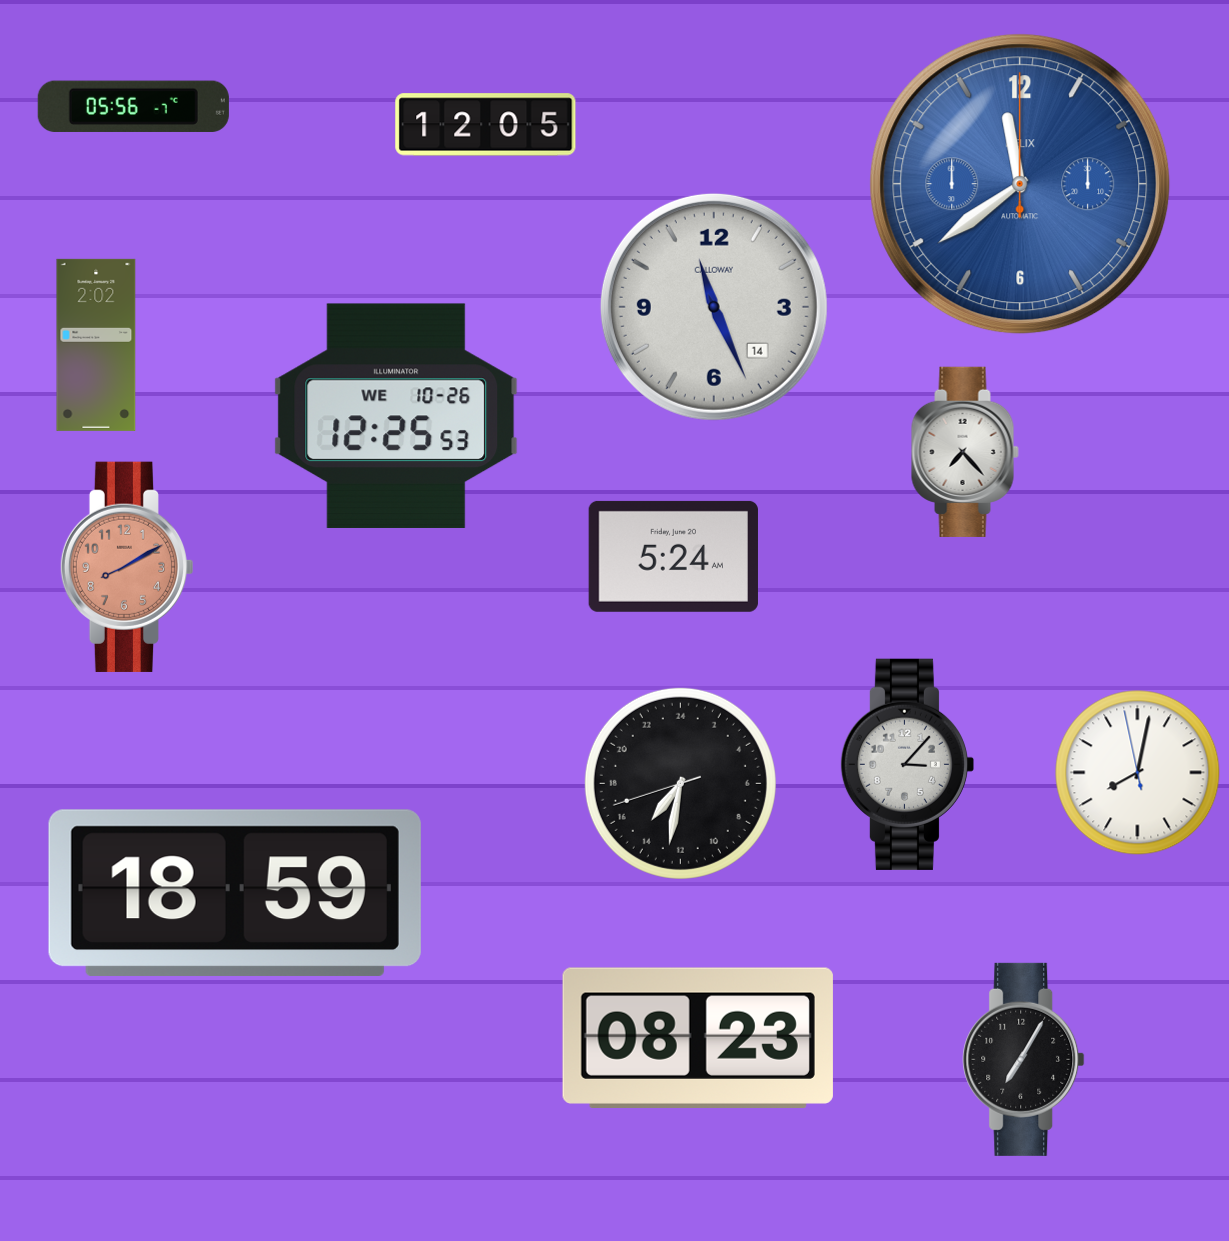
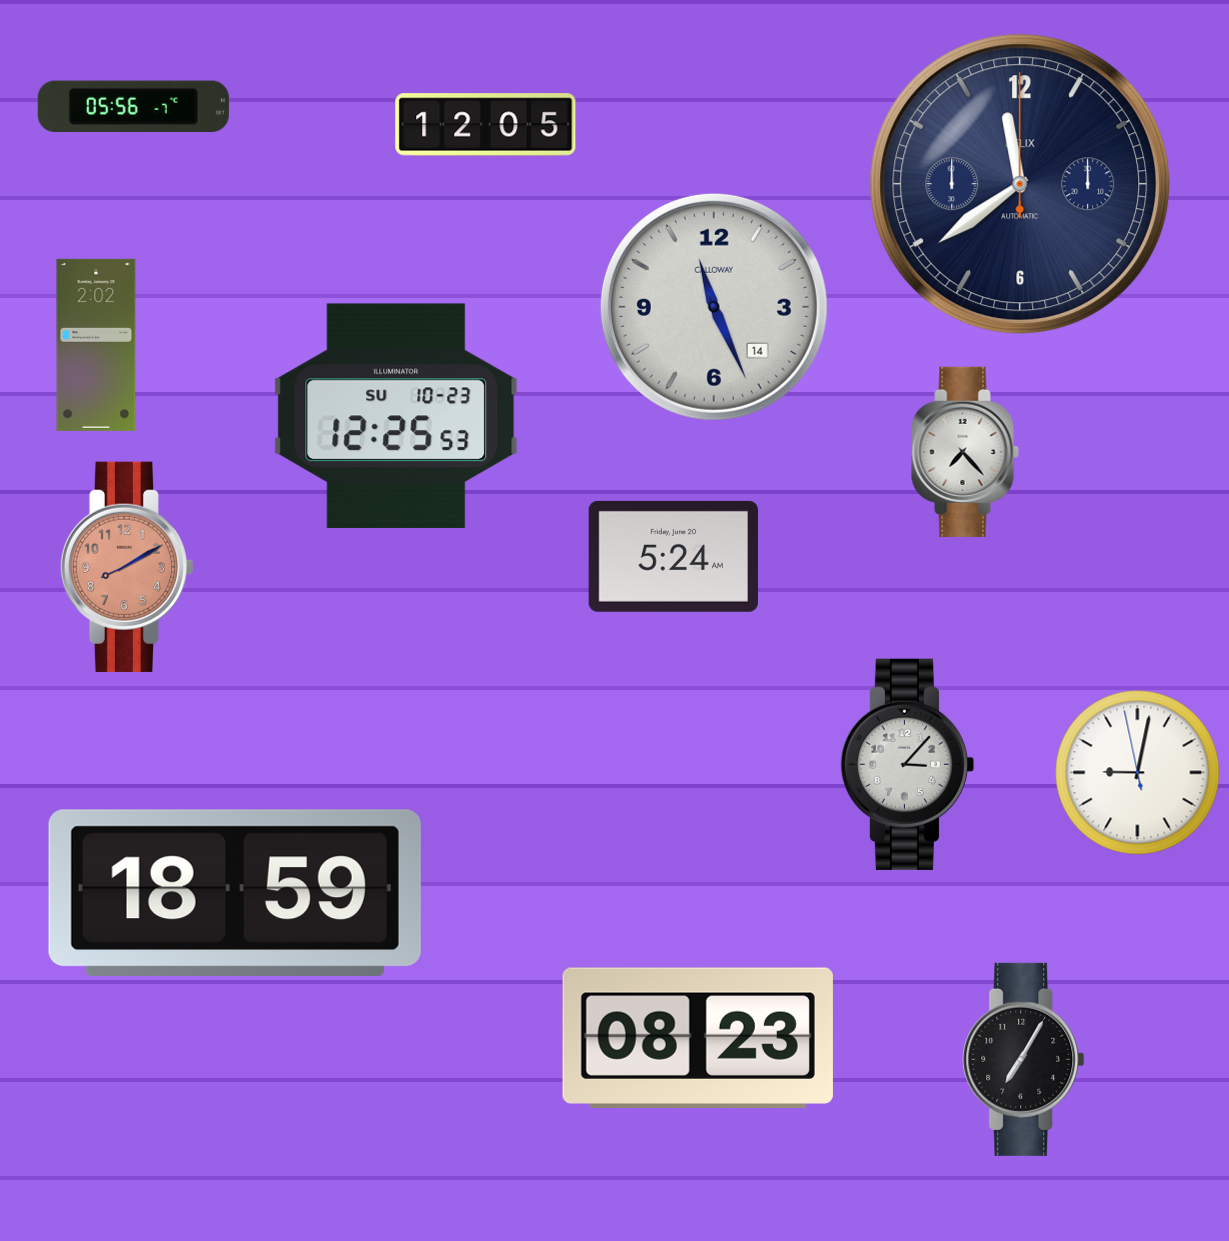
clock at (1020, 184) dial: blue -> navy
clock at (396, 416) date: WE 10-26 -> SU 10-23
clock at (1138, 773): 8:01 -> 9:01
clock at (680, 783): 14:31 -> none
